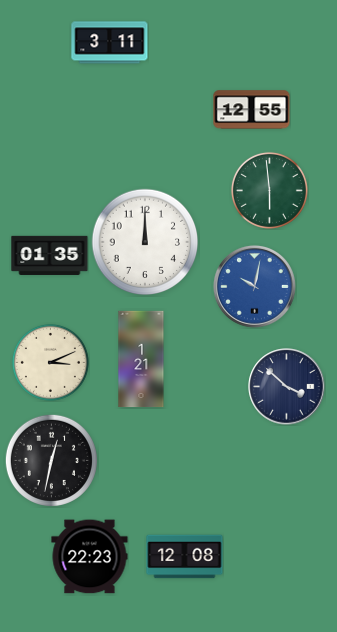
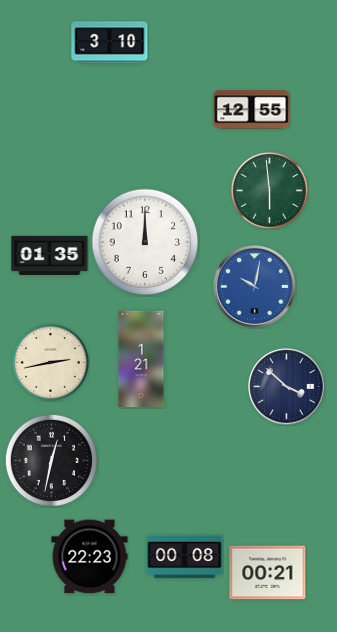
clock at (110, 43): 3:11 -> 3:10
clock at (50, 362): 3:11 -> 2:43
clock at (185, 557): 12:08 -> 00:08
clock at (268, 573): none -> 00:21
